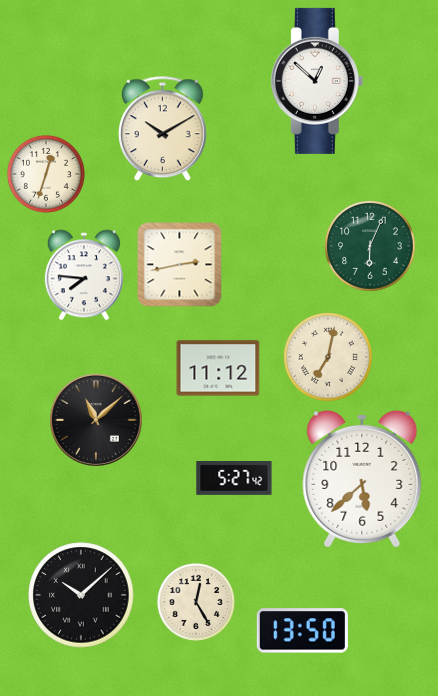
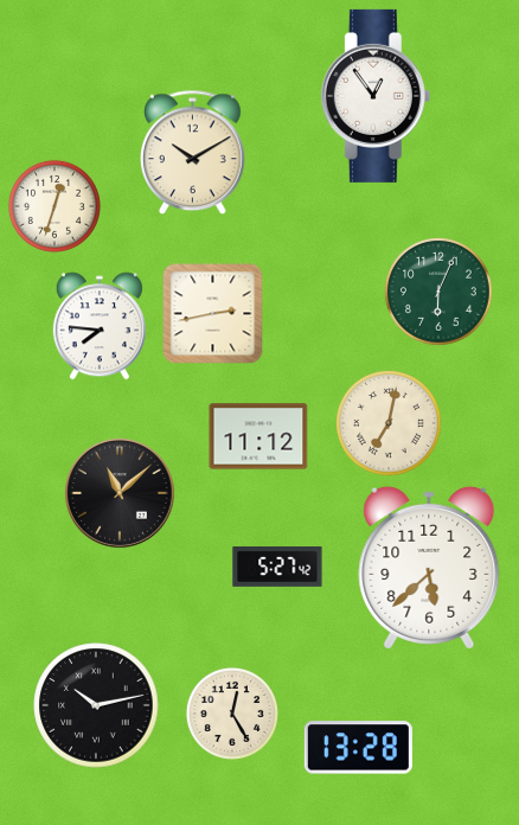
clock at (317, 81): 12:52 -> 12:54
clock at (96, 420) position: (96, 420) -> (120, 493)
clock at (81, 595): 10:08 -> 10:13
clock at (302, 631): 13:50 -> 13:28
